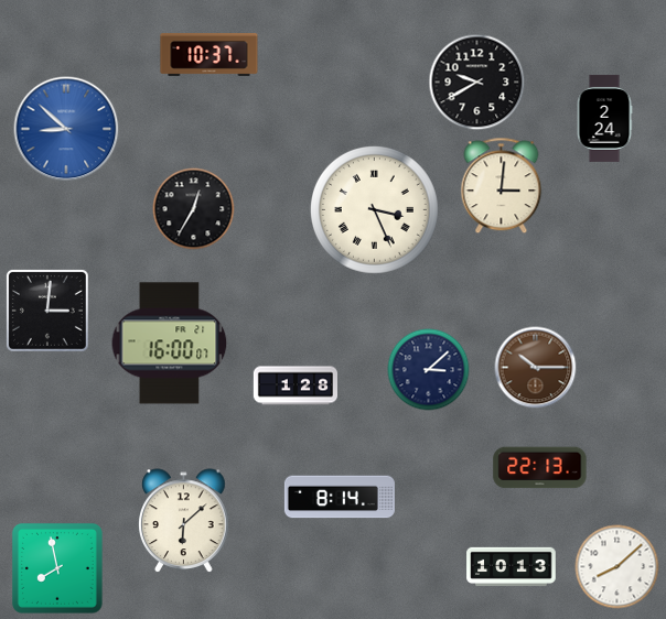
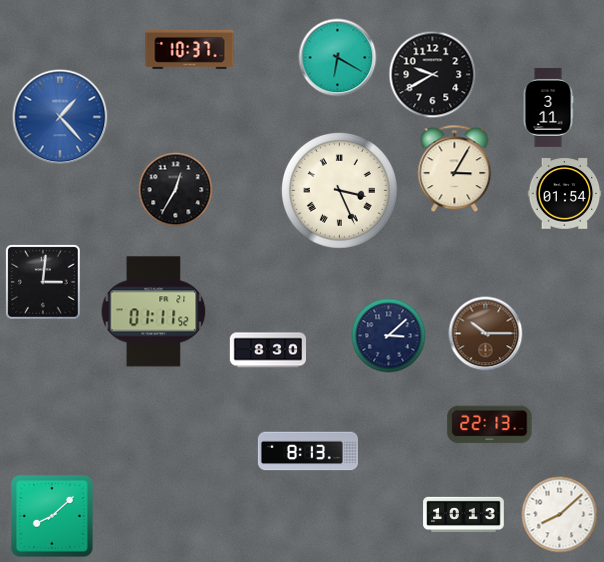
clock at (338, 58): none -> 6:20
clock at (604, 118): 2:24 -> 3:11
clock at (66, 129): 8:52 -> 1:23
clock at (502, 186): 3:01 -> 3:05
clock at (565, 194): none -> 01:54
clock at (170, 344): 16:00 -> 01:11
clock at (294, 385): 1:28 -> 8:30
clock at (340, 497): 8:14 -> 8:13
clock at (184, 520): 6:08 -> none
clock at (57, 568): 7:58 -> 8:08
